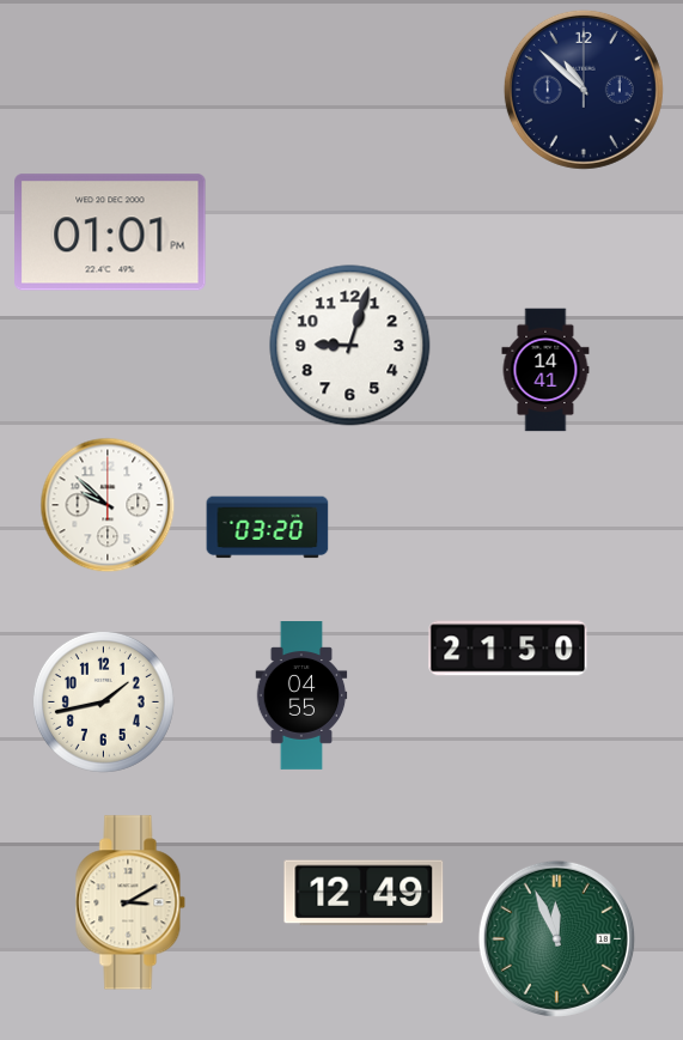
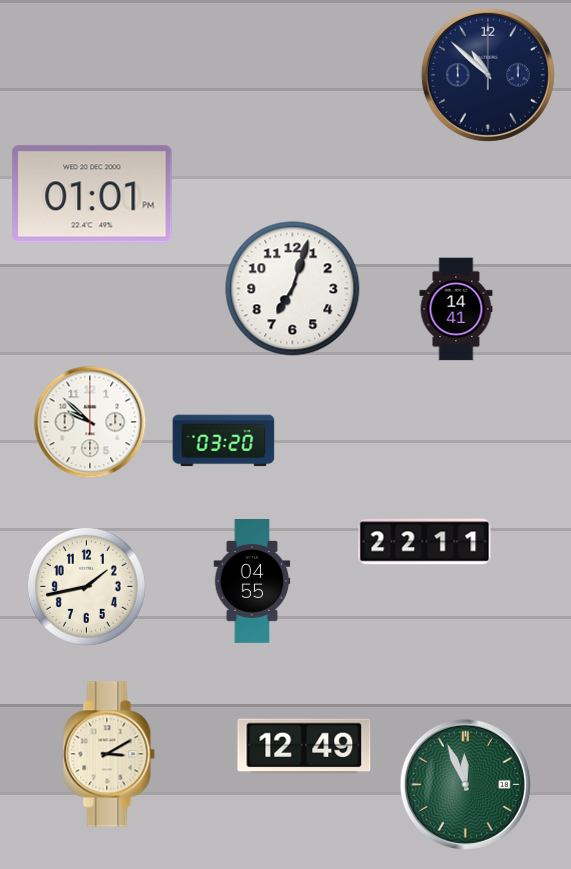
clock at (350, 346): 9:03 -> 7:03
clock at (508, 649): 21:50 -> 22:11
